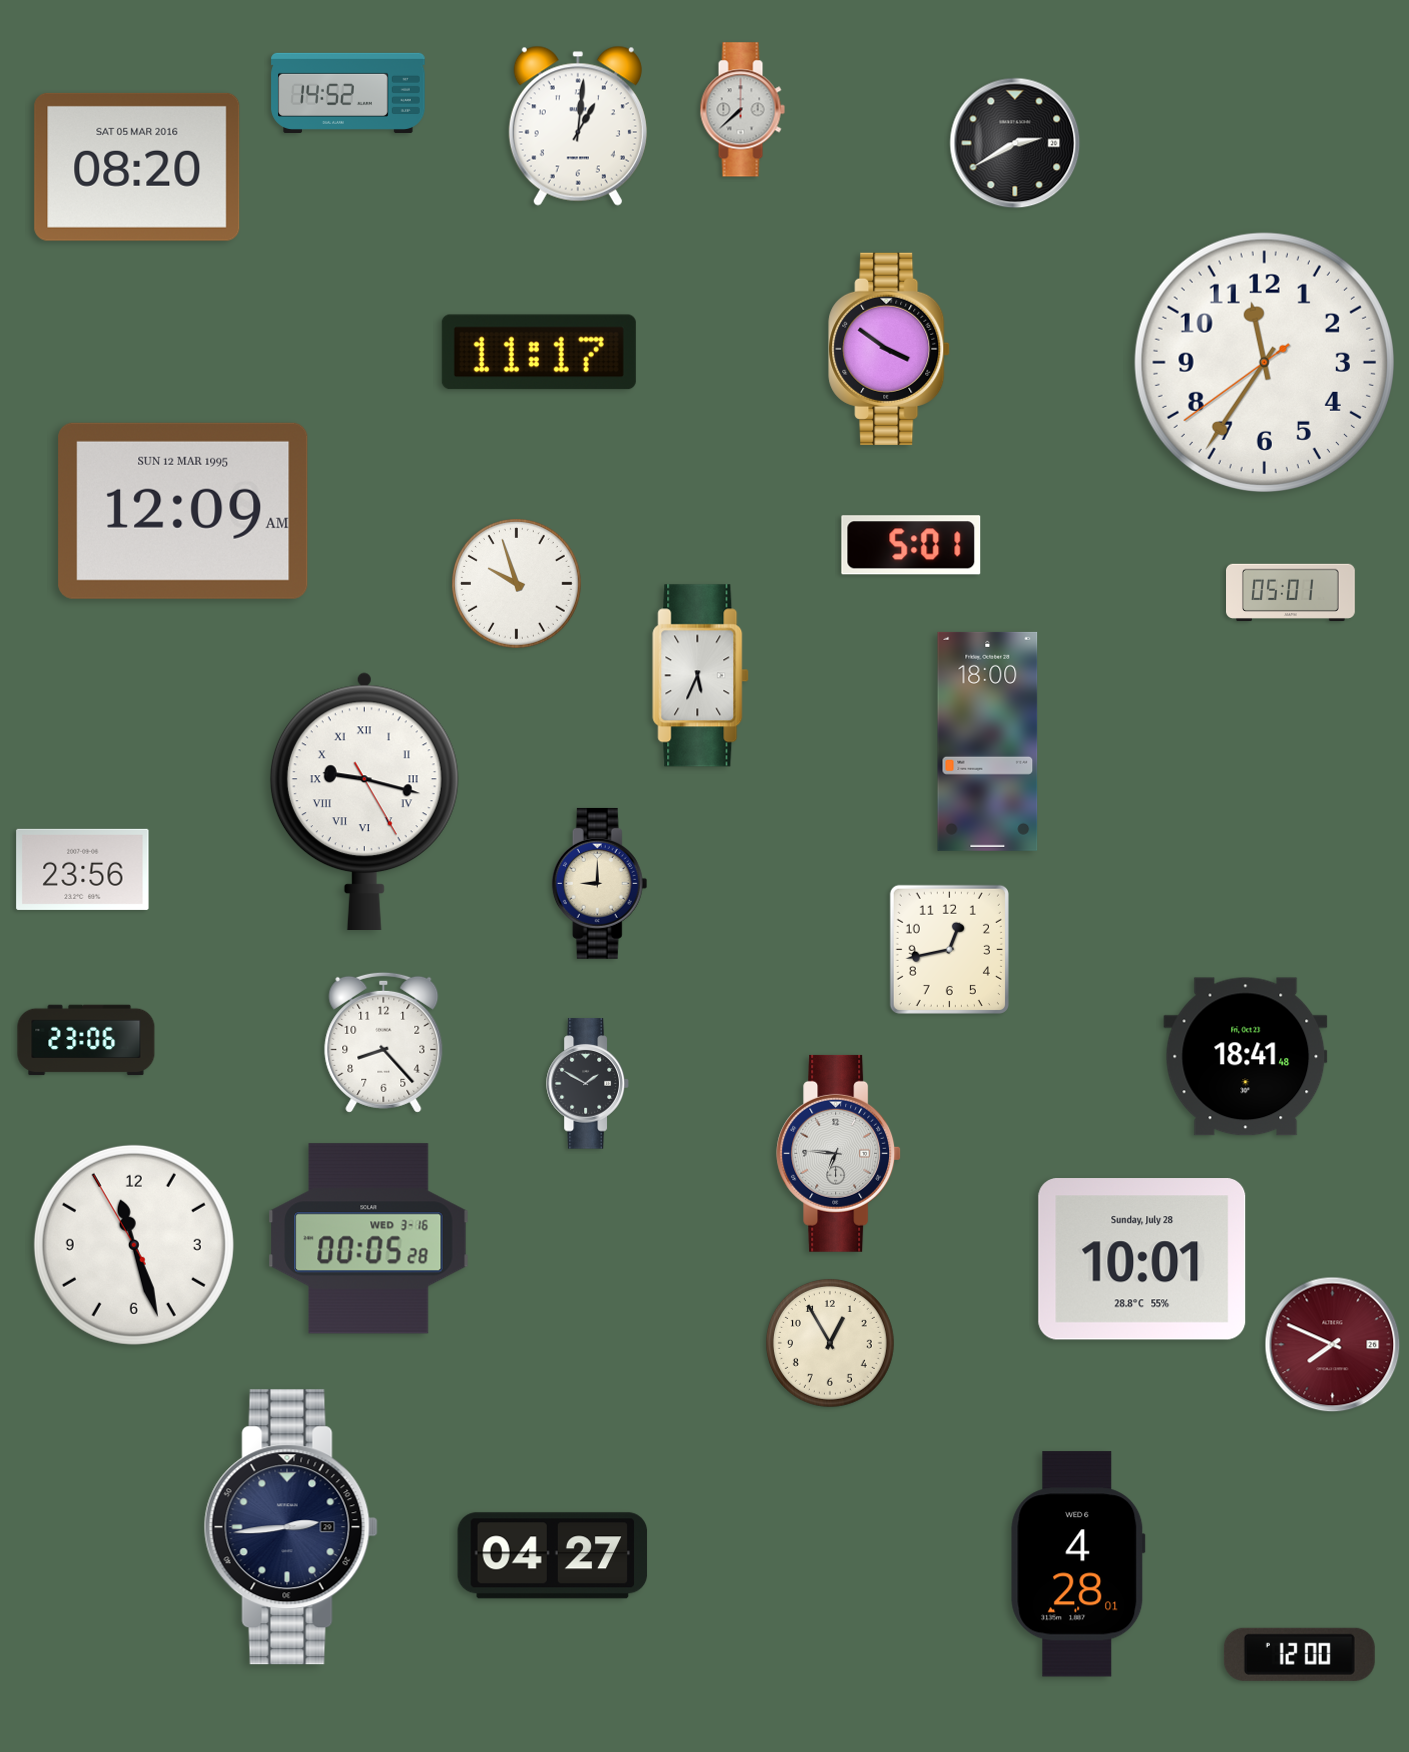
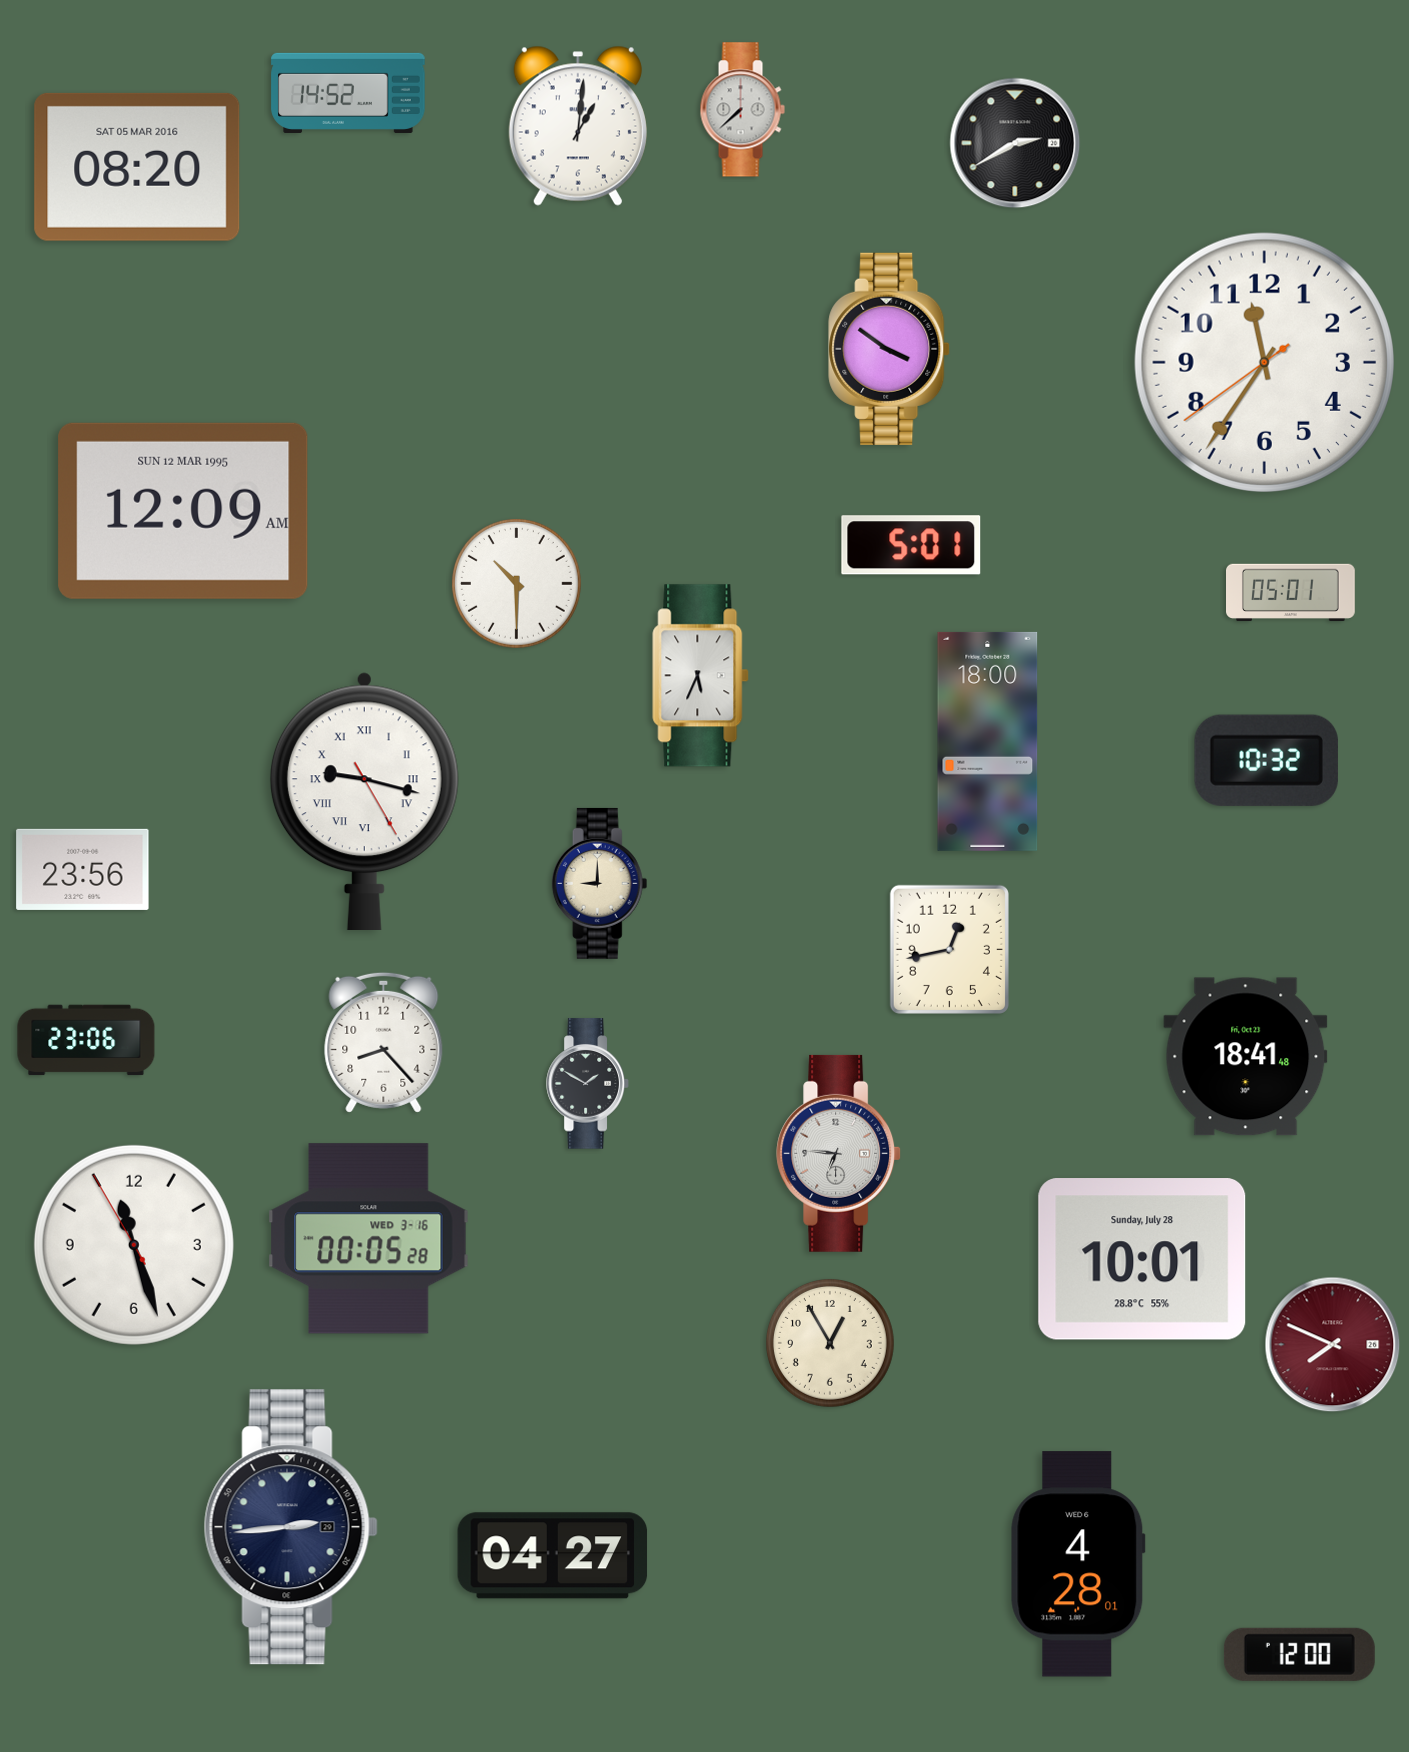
clock at (539, 352): 11:17 -> none
clock at (516, 583): 9:57 -> 10:30
clock at (1266, 760): none -> 10:32
